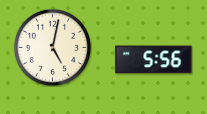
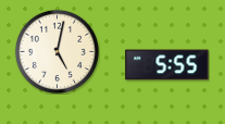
clock at (154, 60): 5:56 -> 5:55
